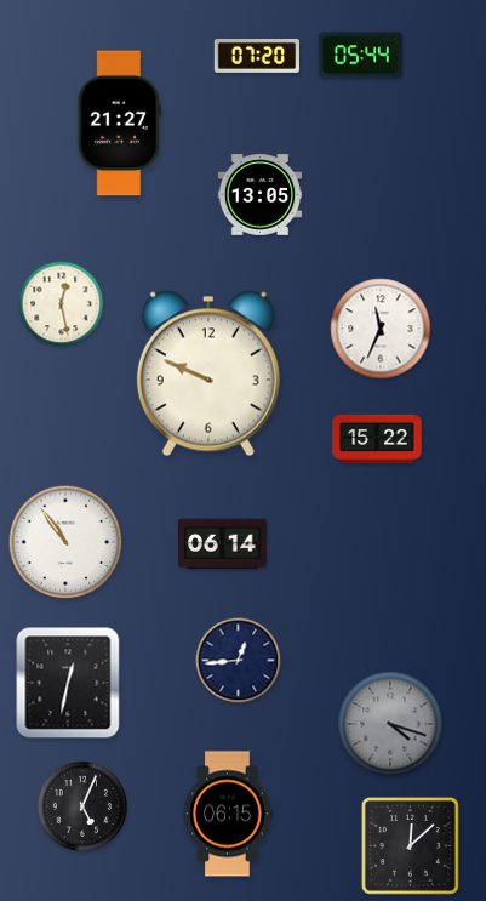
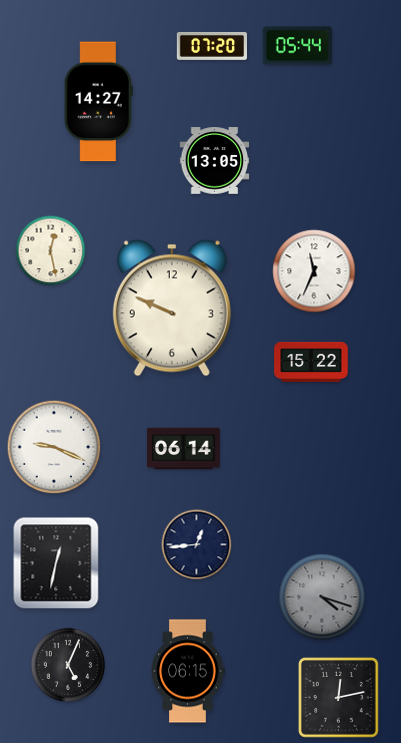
clock at (119, 124): 21:27 -> 14:27
clock at (65, 542): 10:54 -> 9:19
clock at (410, 845): 12:08 -> 12:13
